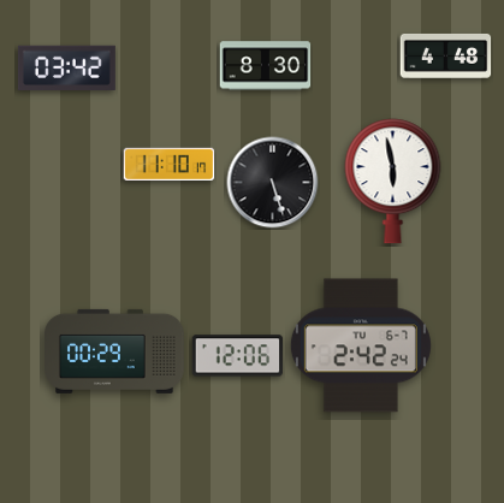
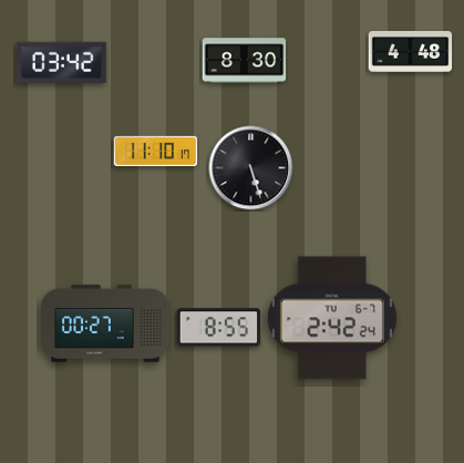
clock at (393, 182): 5:58 -> none
clock at (115, 351): 00:29 -> 00:27
clock at (238, 356): 12:06 -> 8:55
